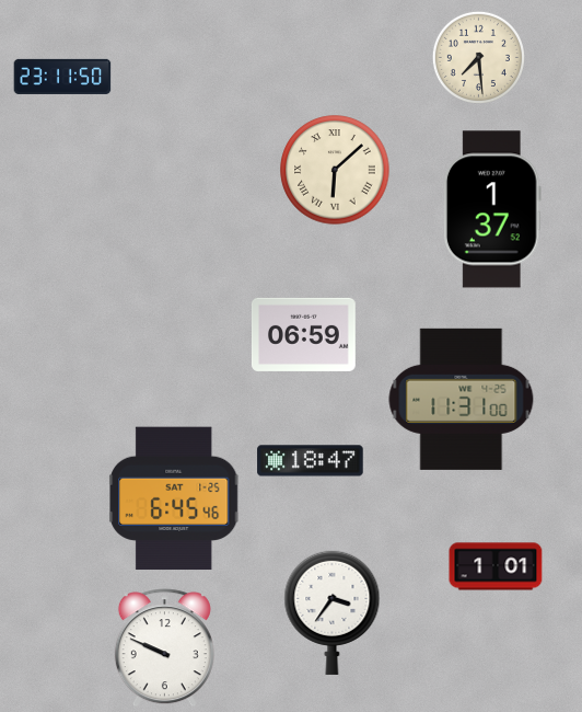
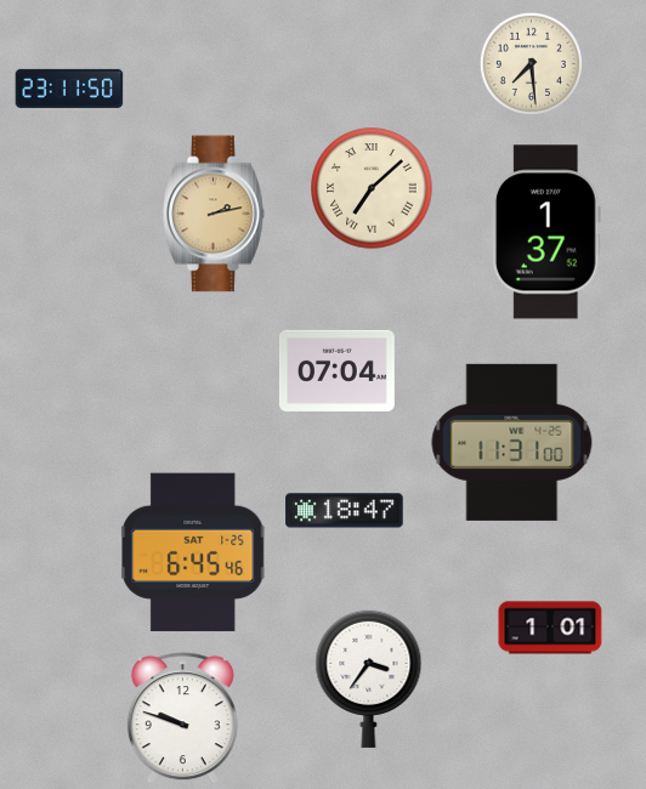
clock at (62, 77) position: (62, 77) -> (69, 89)
clock at (335, 170): 6:08 -> 7:08
clock at (215, 214): none -> 2:13
clock at (303, 334): 06:59 -> 07:04
clock at (164, 648): 9:49 -> 9:48
